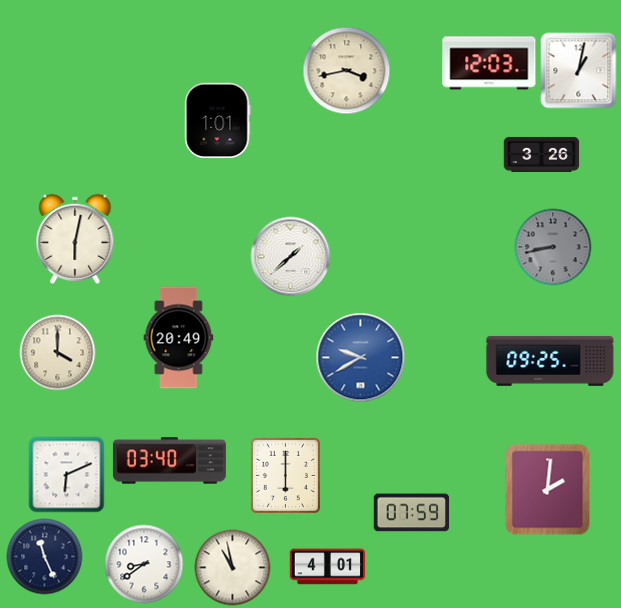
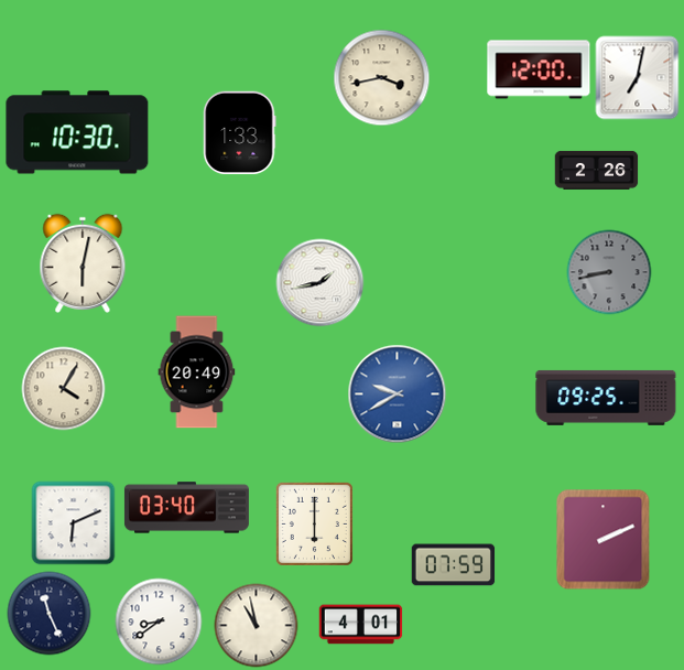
clock at (489, 63): 12:03 -> 12:00
clock at (579, 71): 1:02 -> 7:02
clock at (77, 132): none -> 10:30
clock at (218, 121): 1:01 -> 1:33
clock at (542, 154): 3:26 -> 2:26
clock at (291, 257): 1:38 -> 1:43
clock at (58, 353): 4:00 -> 4:05
clock at (548, 490): 2:01 -> 2:11
